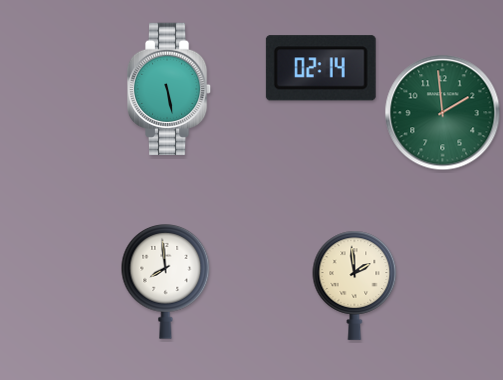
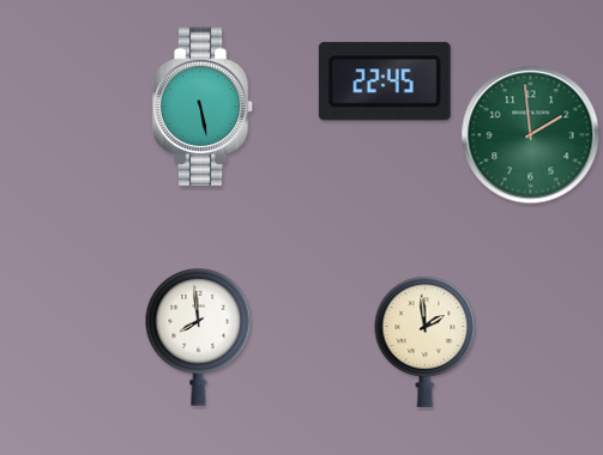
clock at (321, 68): 02:14 -> 22:45
